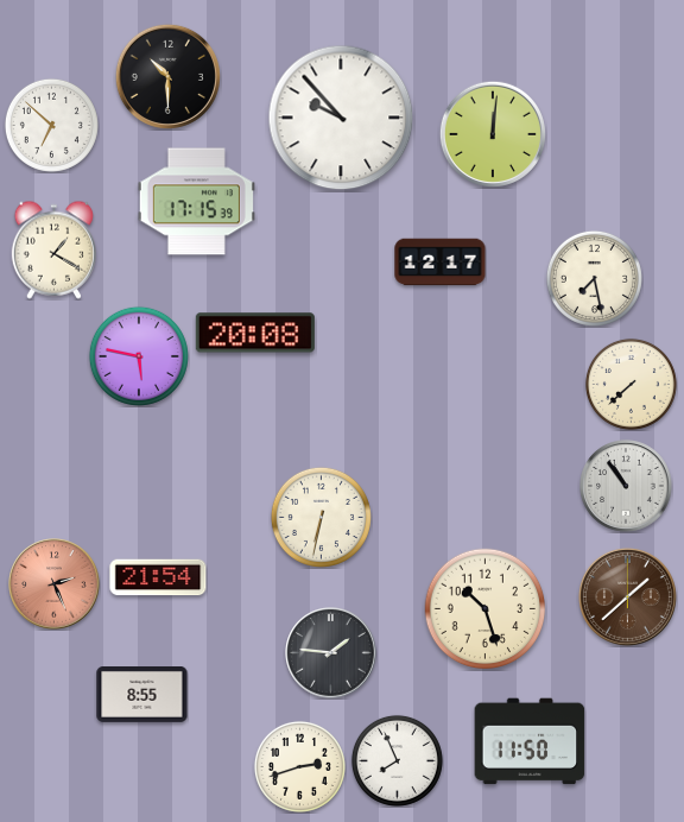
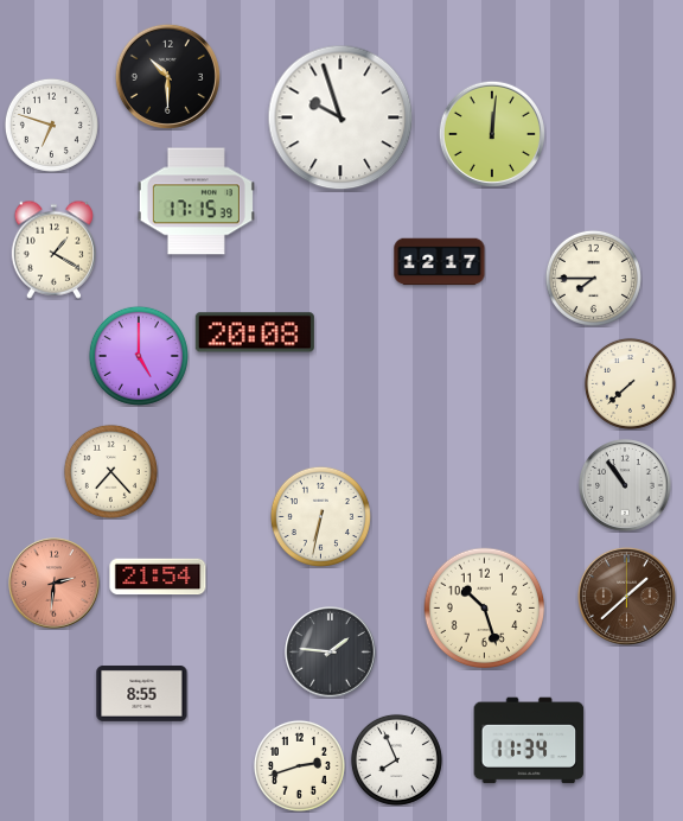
clock at (341, 118): 9:53 -> 9:57
clock at (51, 125): 6:52 -> 6:48
clock at (594, 278): 7:28 -> 7:45
clock at (139, 356): 5:47 -> 5:00
clock at (110, 471): none -> 7:23
clock at (55, 584): 2:26 -> 2:31
clock at (530, 741): 11:50 -> 11:34
